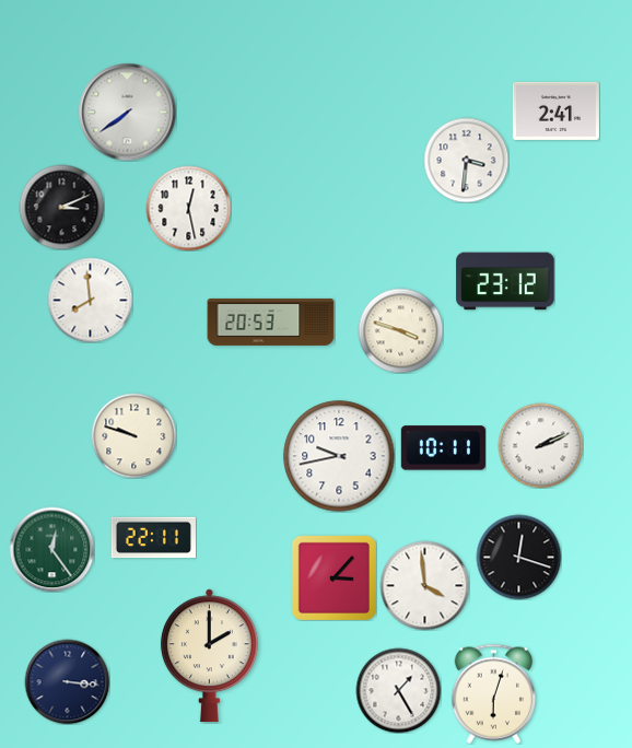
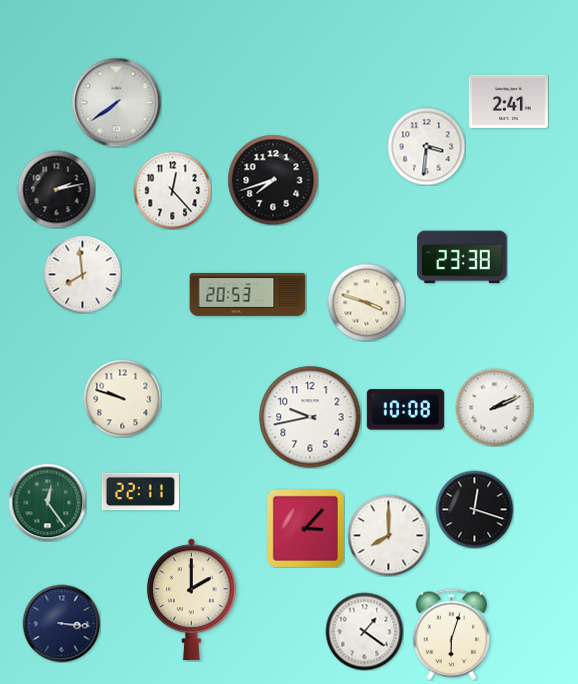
clock at (273, 180): none -> 7:42
clock at (61, 207): 3:11 -> 2:13
clock at (188, 208): 12:28 -> 12:23
clock at (505, 281): 23:12 -> 23:38
clock at (443, 448): 10:11 -> 10:08
clock at (424, 585): 3:59 -> 8:00
clock at (398, 690): 1:25 -> 1:21
